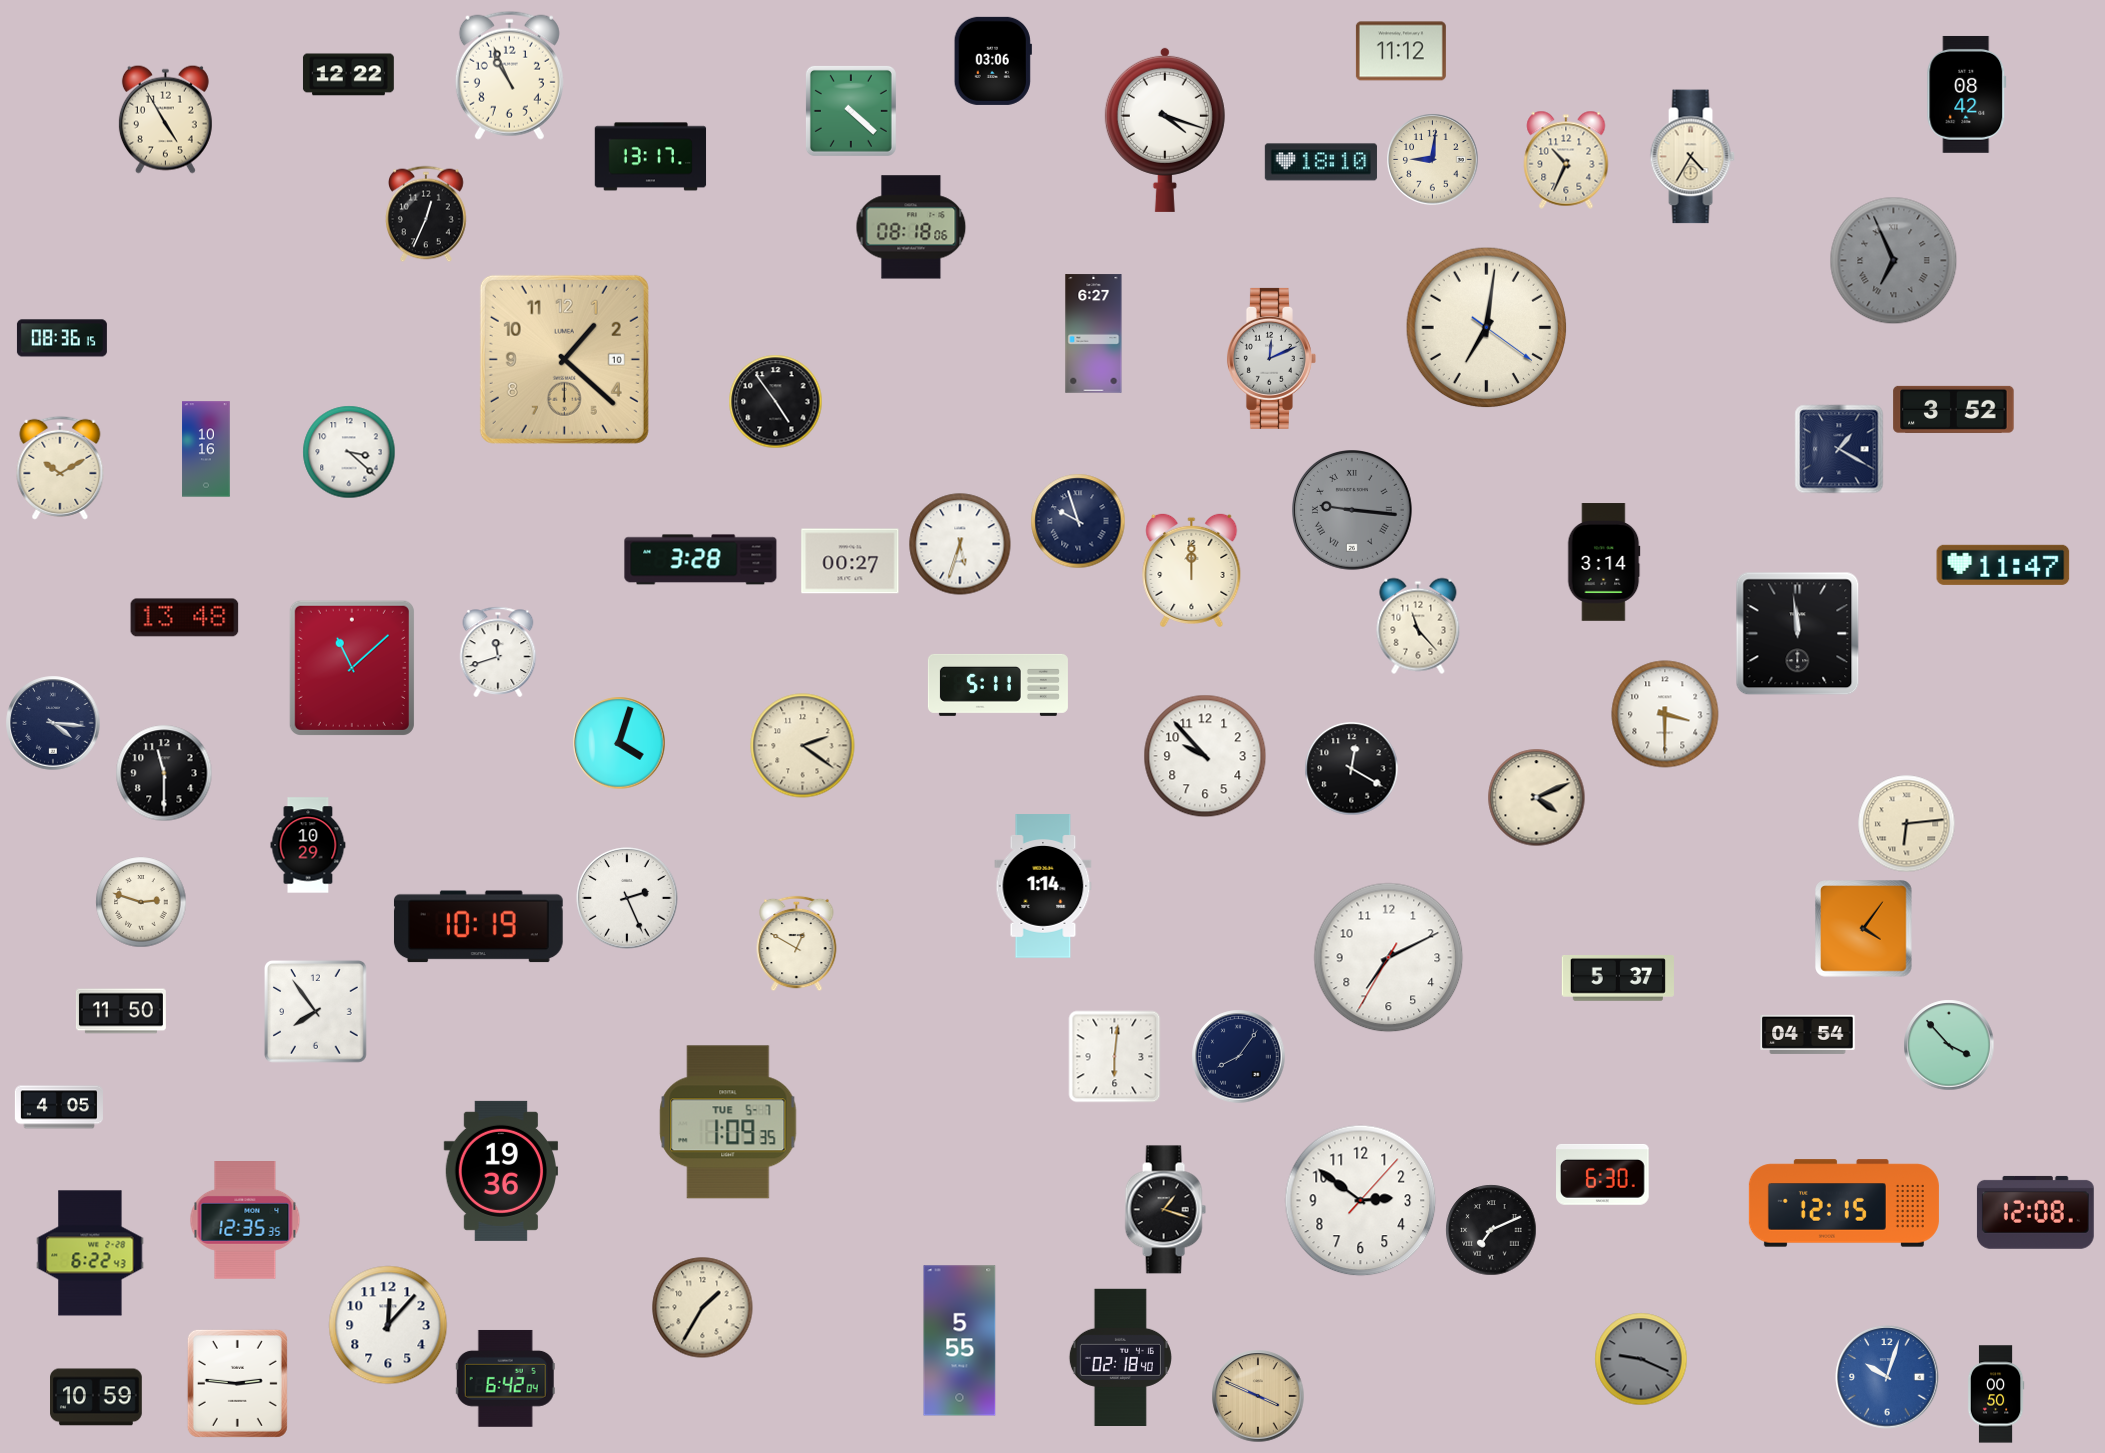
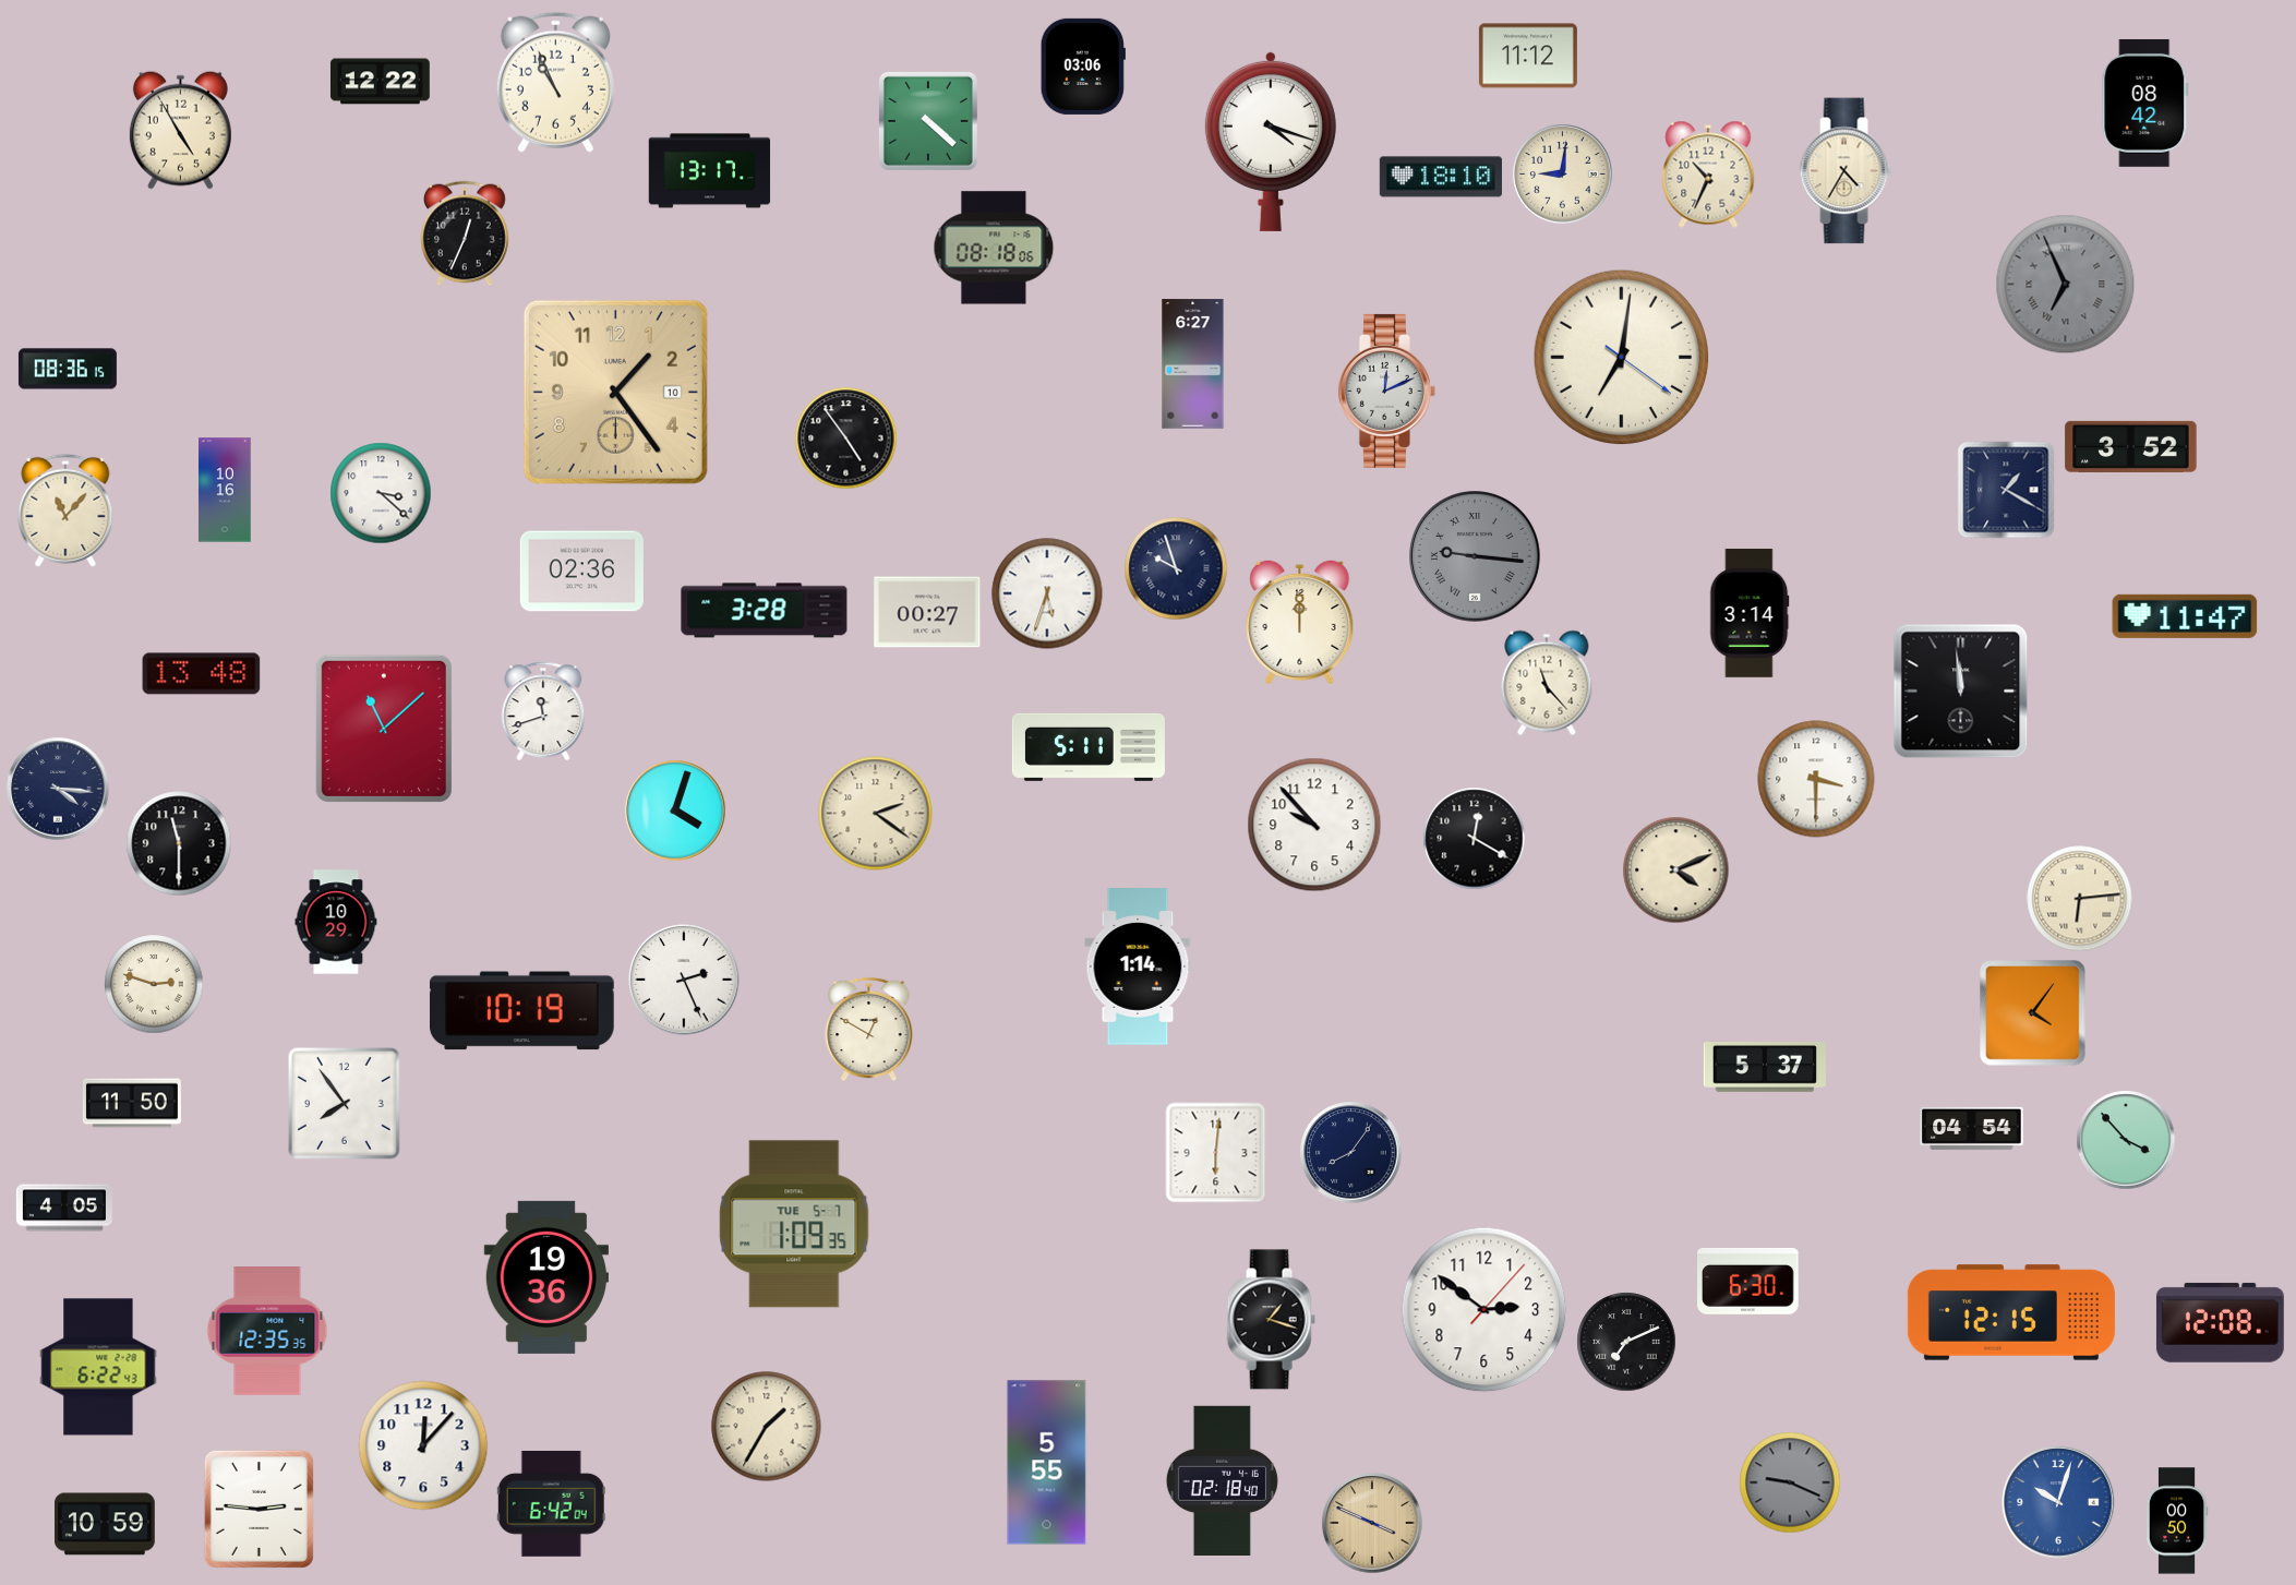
clock at (564, 359): 1:22 -> 1:24
clock at (60, 468): 10:10 -> 11:07
clock at (581, 572): none -> 02:36
clock at (1389, 958): 7:10 -> none
